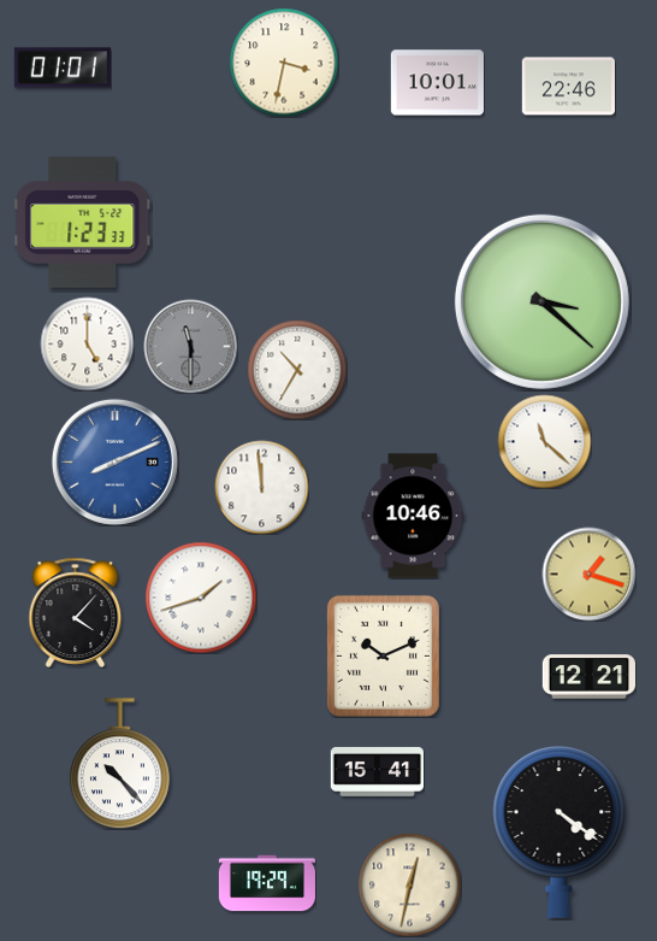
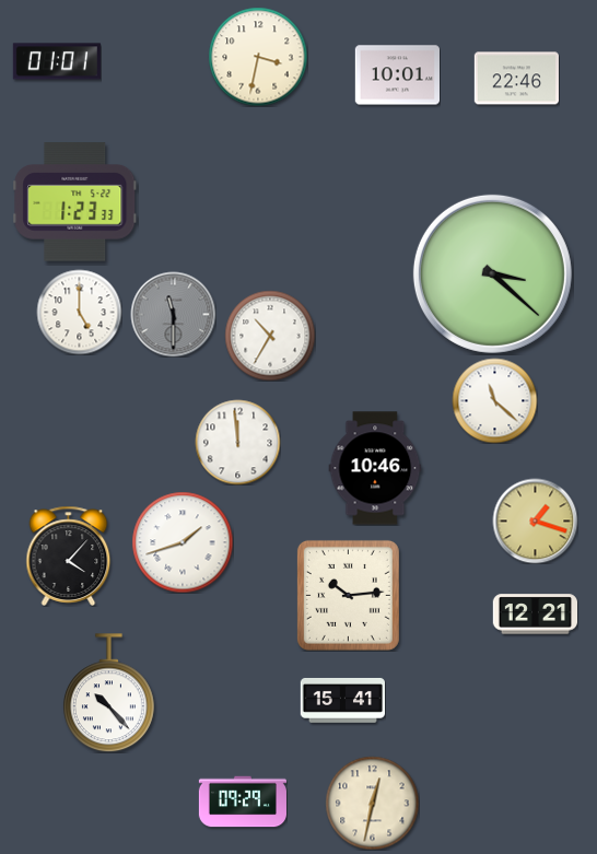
clock at (114, 461): 8:11 -> none
clock at (383, 655): 10:11 -> 10:14
clock at (560, 831): 4:21 -> none
clock at (267, 883): 19:29 -> 09:29
